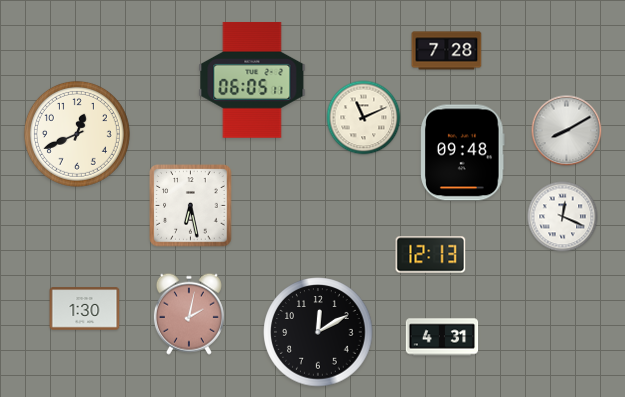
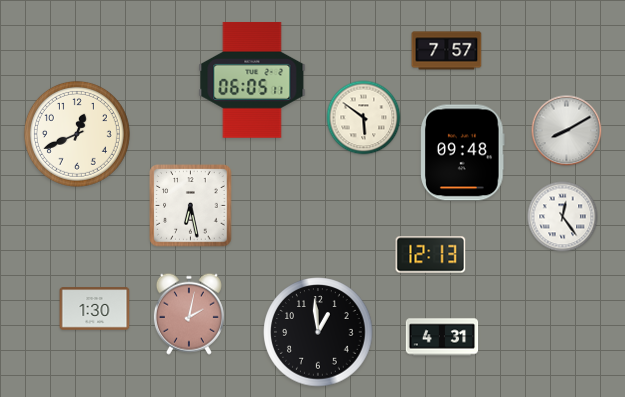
clock at (447, 51): 7:28 -> 7:57
clock at (364, 118): 11:11 -> 5:51
clock at (563, 217): 12:19 -> 12:24
clock at (85, 309) position: (85, 309) -> (95, 309)
clock at (318, 332): 12:10 -> 12:59
